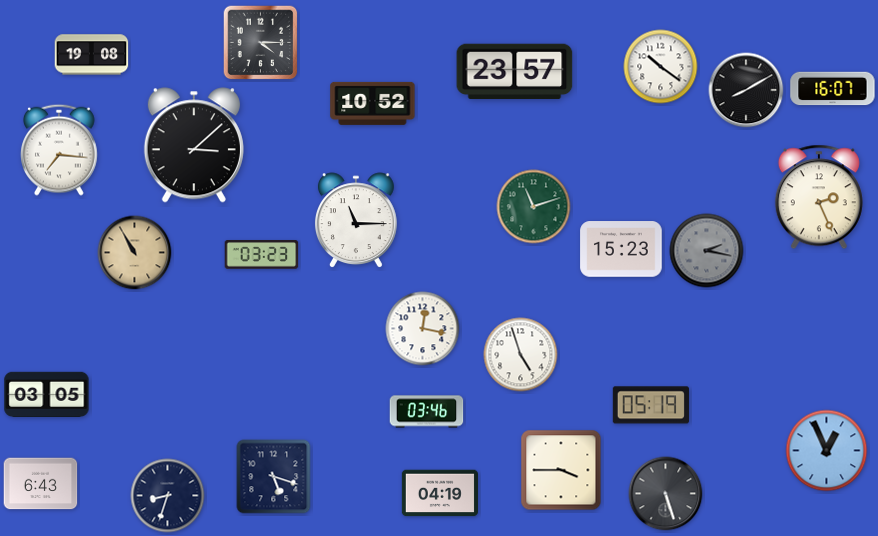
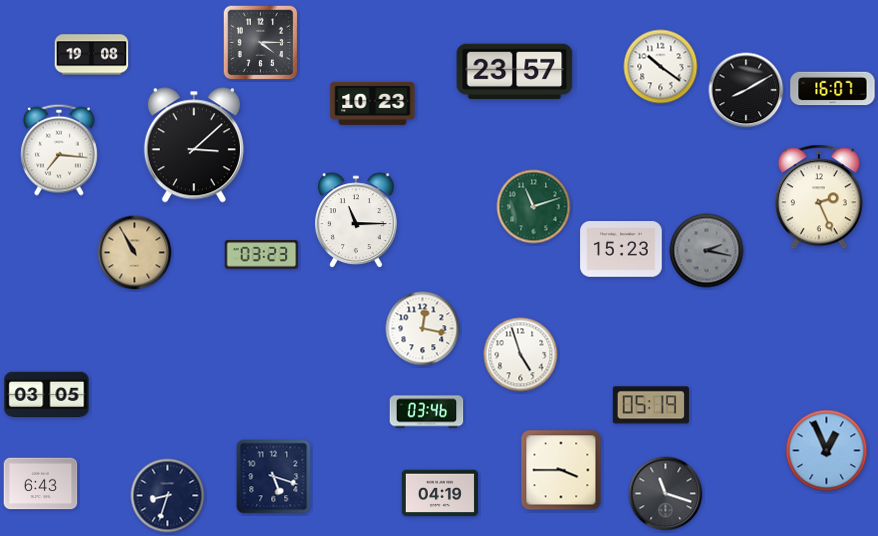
clock at (373, 103): 10:52 -> 10:23
clock at (666, 494): 5:27 -> 11:18
